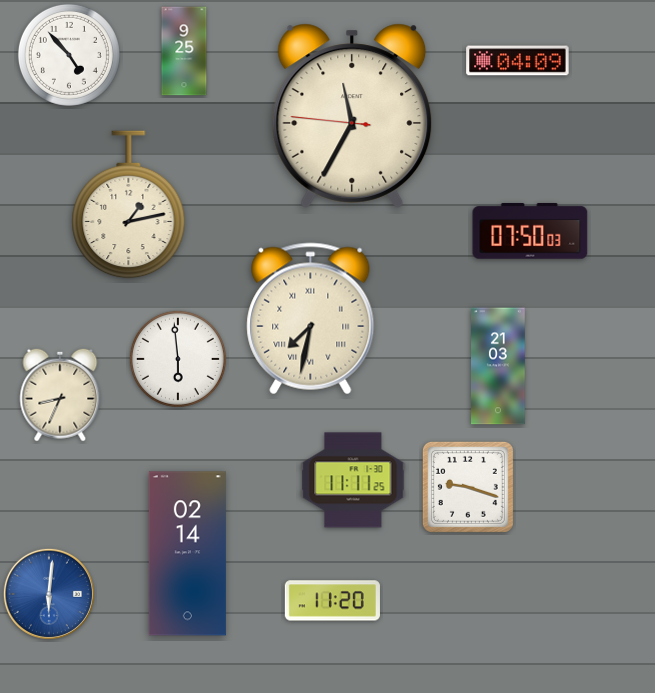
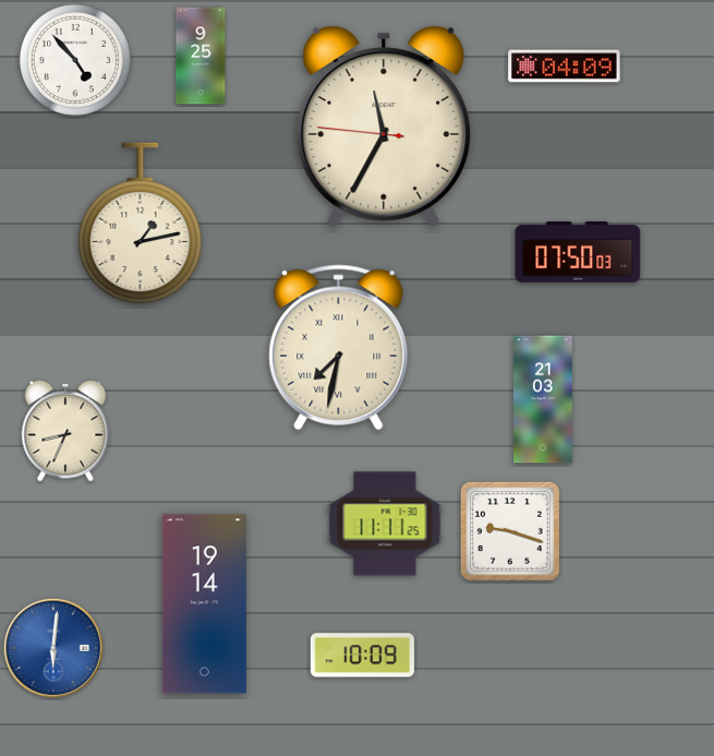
clock at (178, 359): 5:59 -> none
clock at (187, 554): 02:14 -> 19:14
clock at (332, 601): 11:20 -> 10:09
